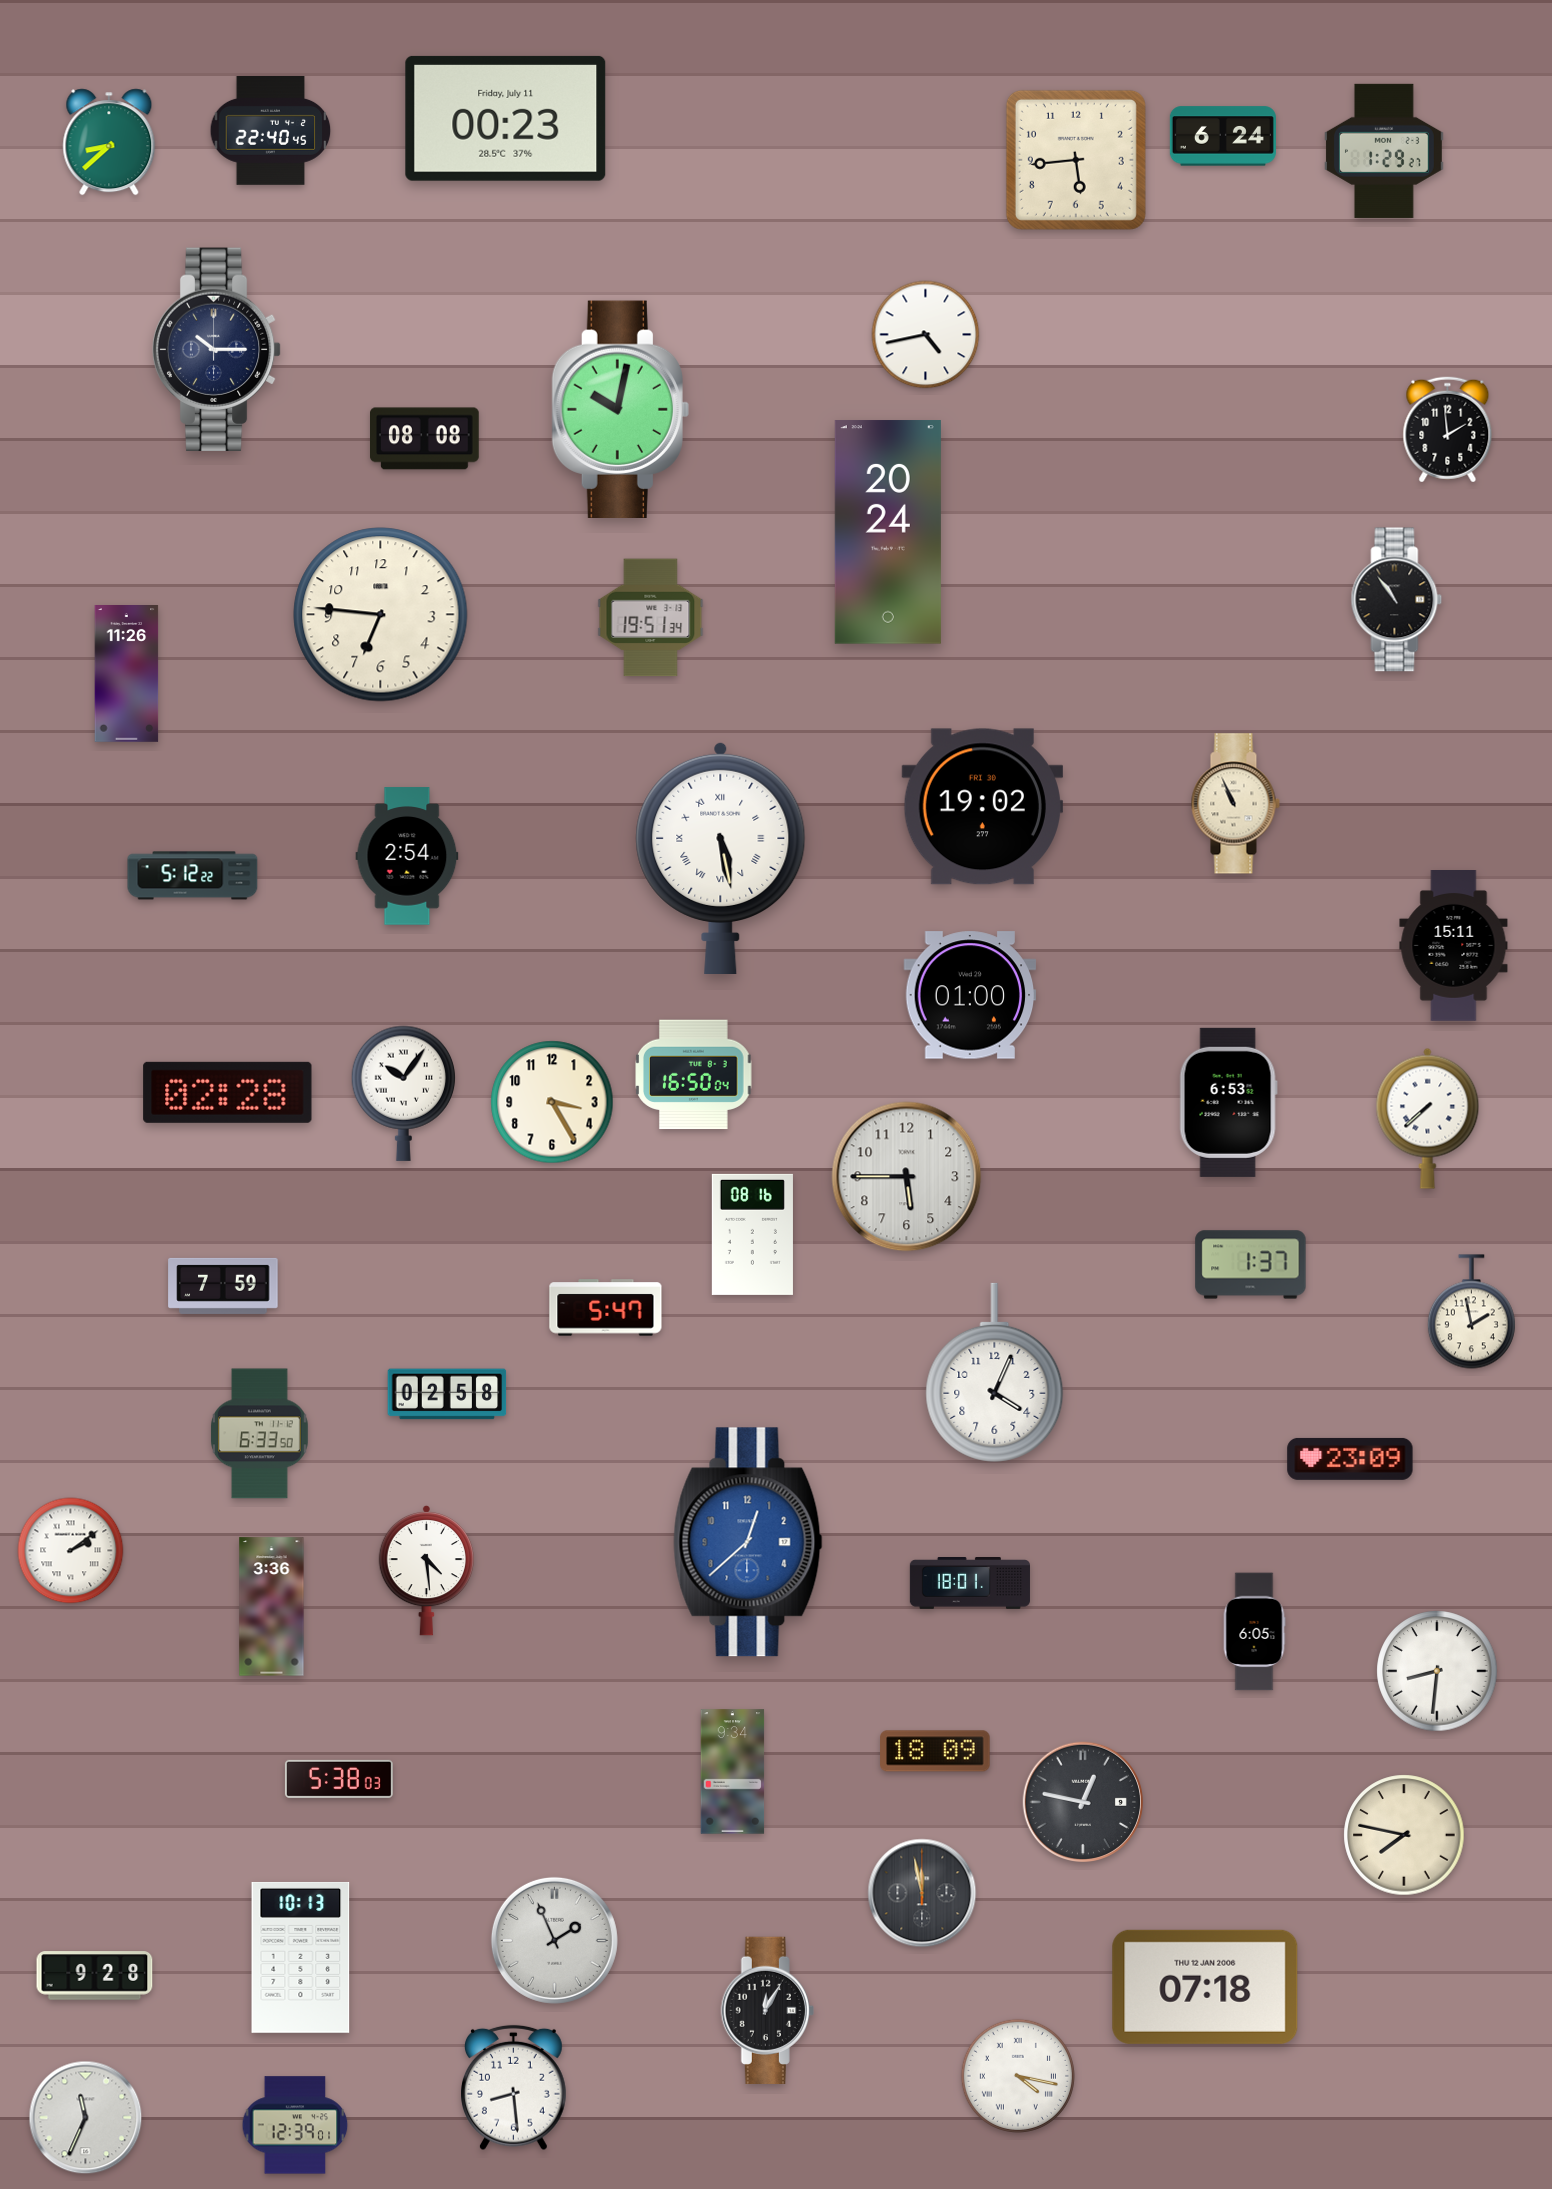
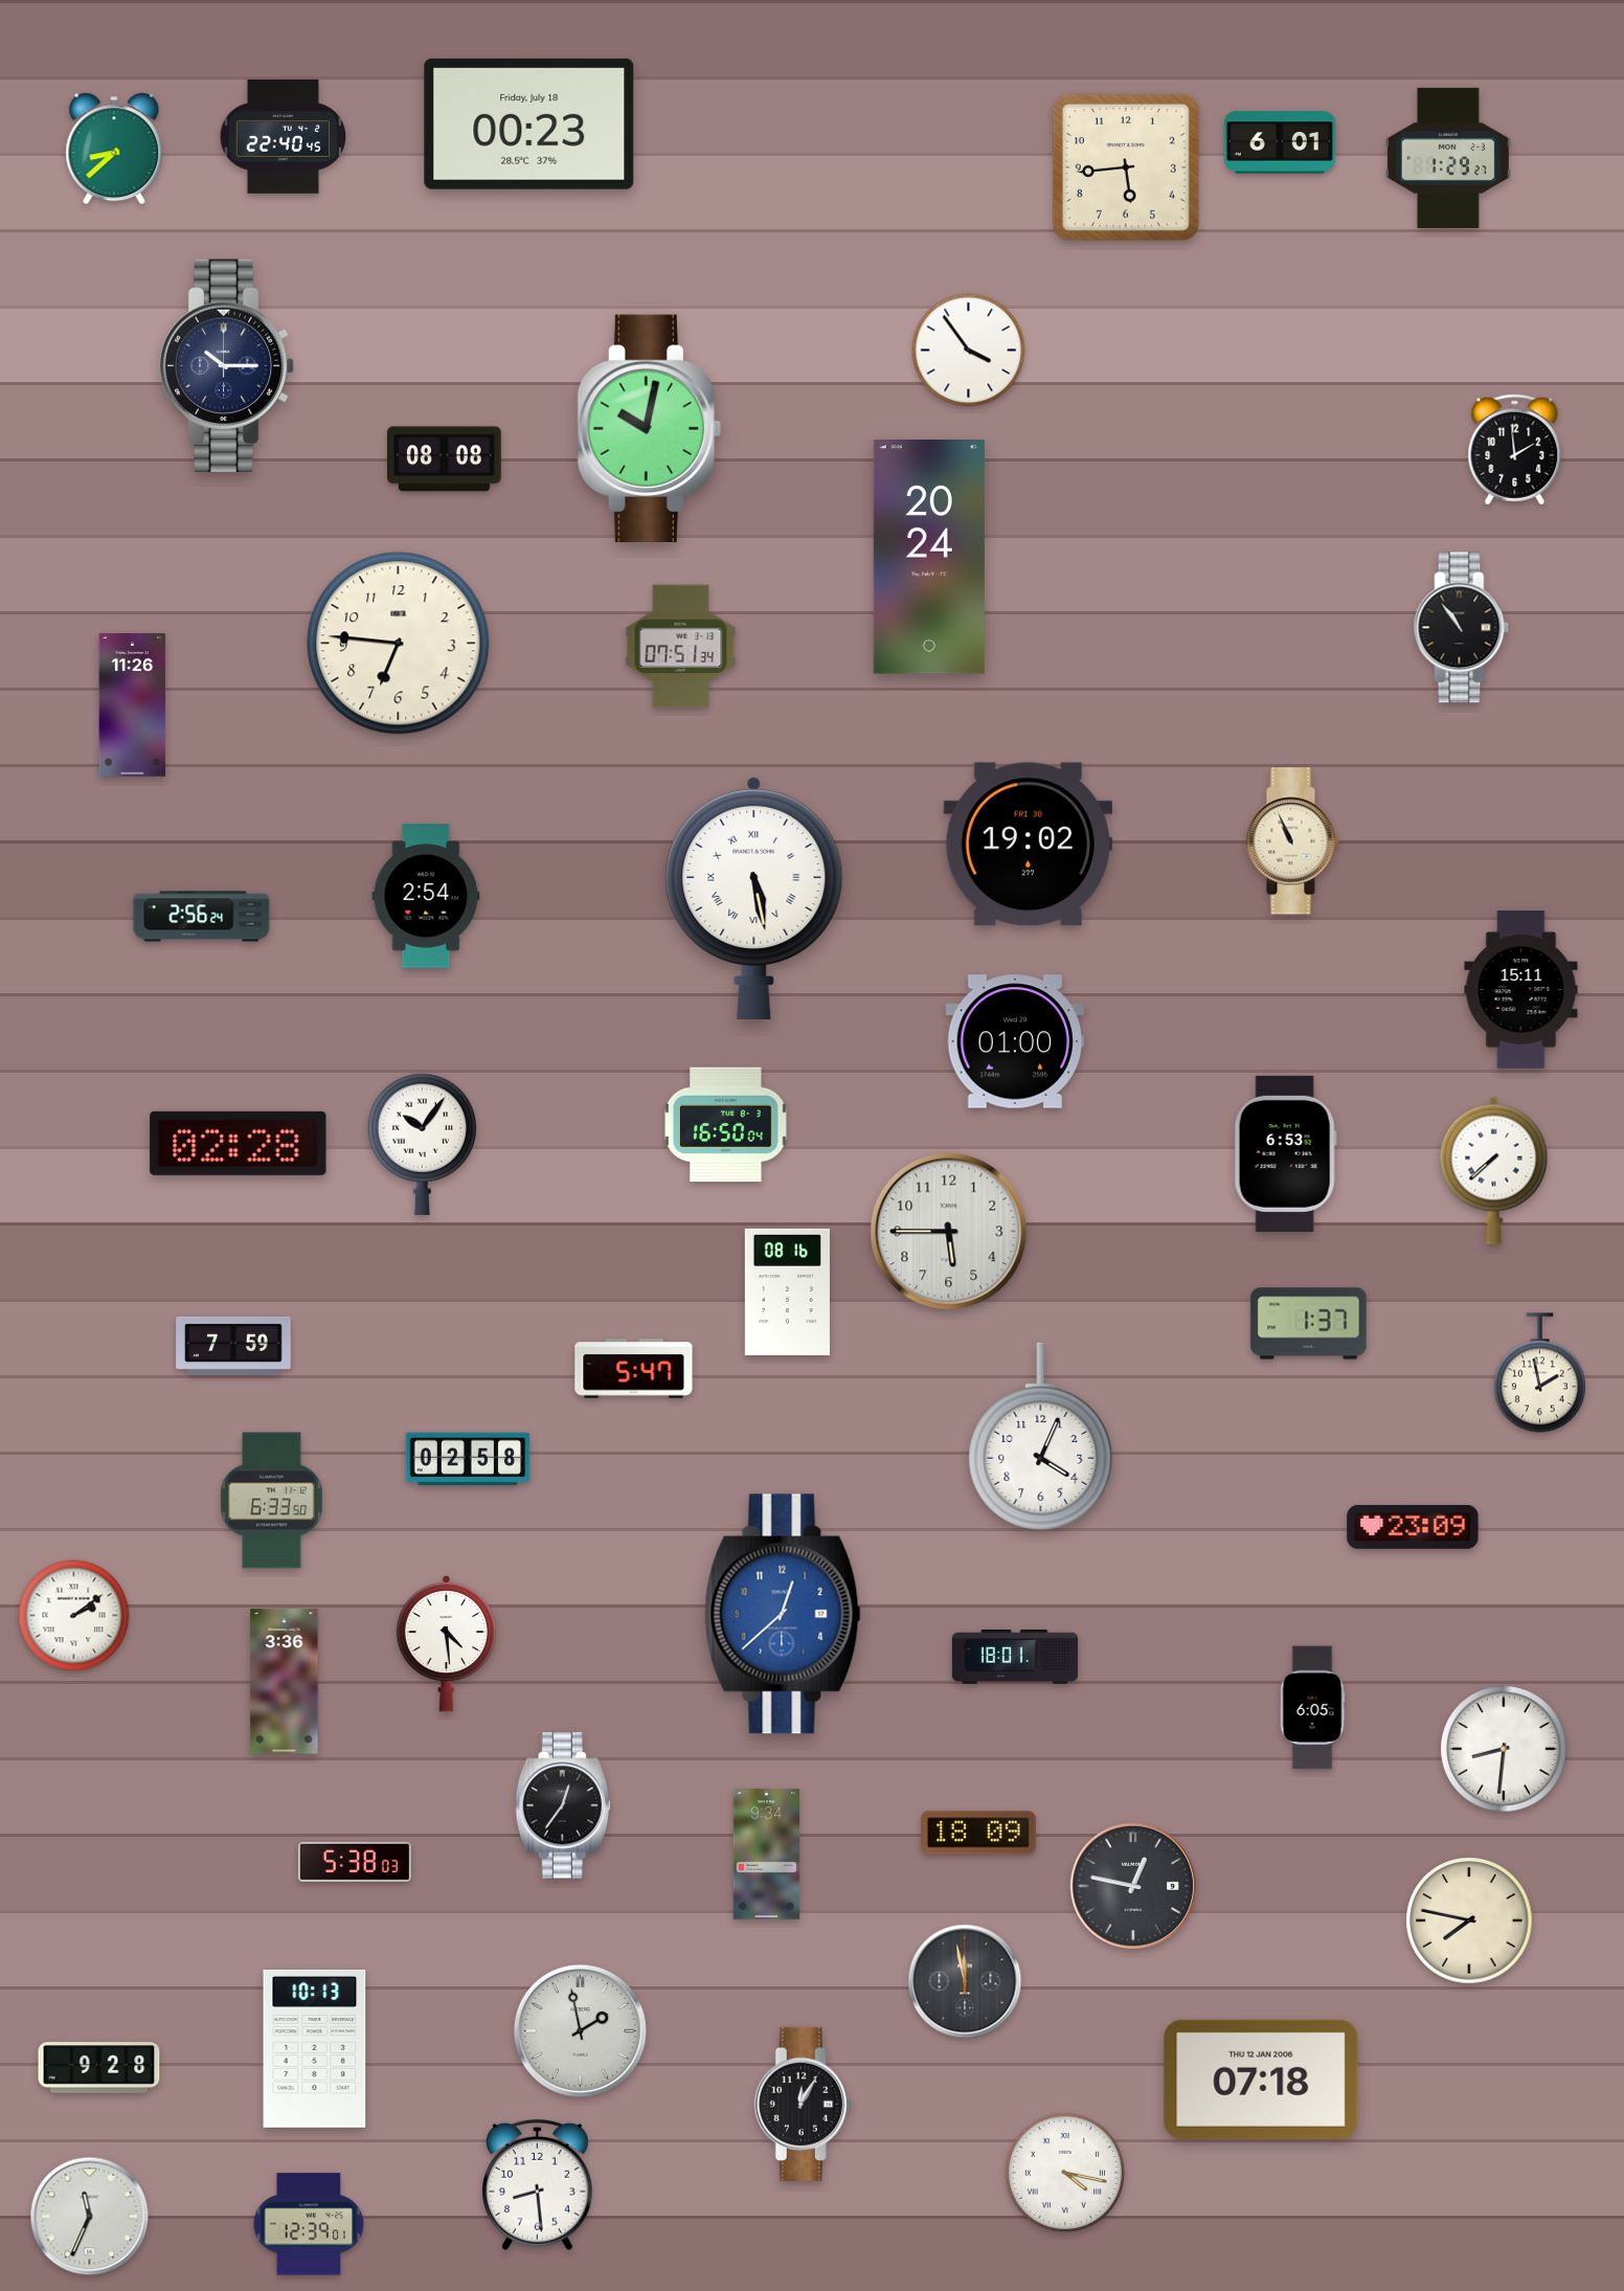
clock at (506, 118) date: Friday, July 11 -> Friday, July 18
clock at (1223, 136): 6:24 -> 6:01
clock at (926, 335): 4:43 -> 3:54
clock at (651, 618): 19:51 -> 07:51
clock at (193, 876): 5:12 -> 2:56
clock at (552, 1102): 3:25 -> none
clock at (71, 1551) position: (71, 1551) -> (74, 1616)
clock at (563, 1805): none -> 12:36
clock at (554, 1940): 1:56 -> 1:58
